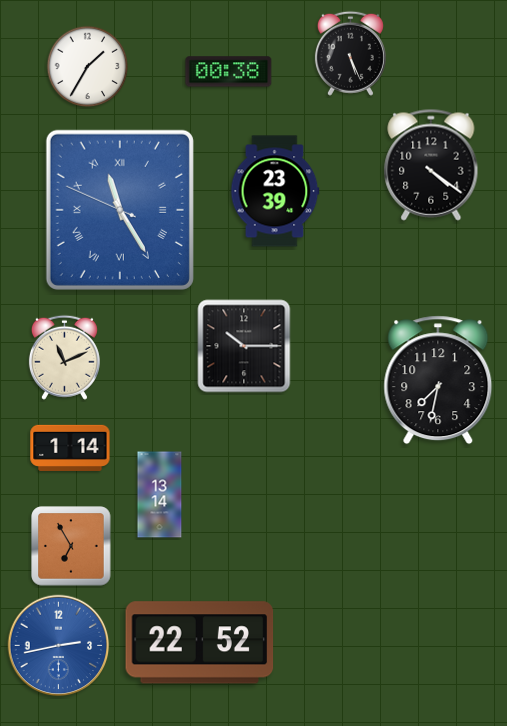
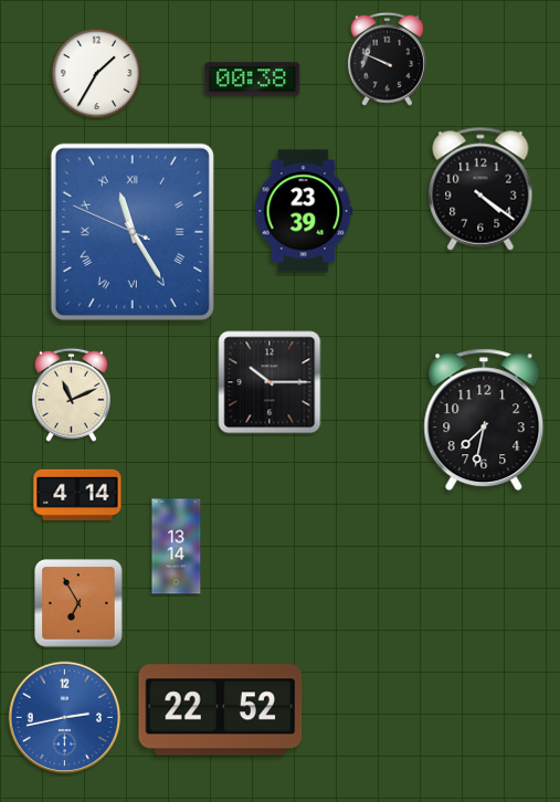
clock at (350, 53): 5:26 -> 9:49
clock at (431, 165) position: (431, 165) -> (480, 189)
clock at (70, 447): 1:14 -> 4:14
clock at (59, 646) position: (59, 646) -> (65, 718)
